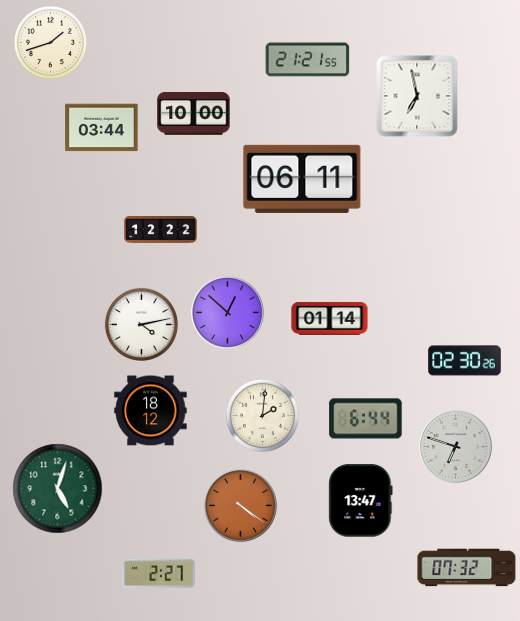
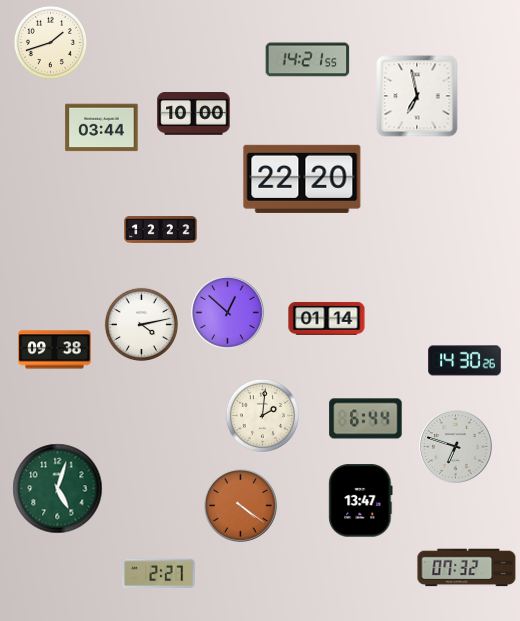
clock at (308, 60): 21:21 -> 14:21
clock at (302, 179): 06:11 -> 22:20
clock at (330, 318) position: (330, 318) -> (327, 318)
clock at (55, 350): none -> 09:38
clock at (465, 361): 02:30 -> 14:30
clock at (151, 411): 18:12 -> none
